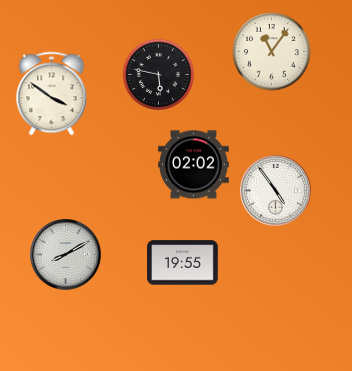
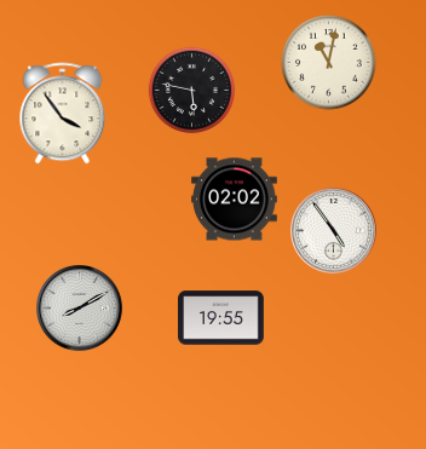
clock at (272, 52): 11:06 -> 11:02
clock at (52, 94): 3:51 -> 3:54
